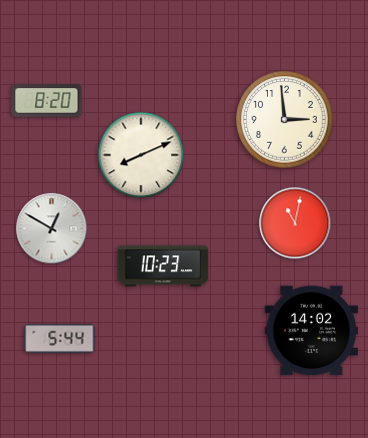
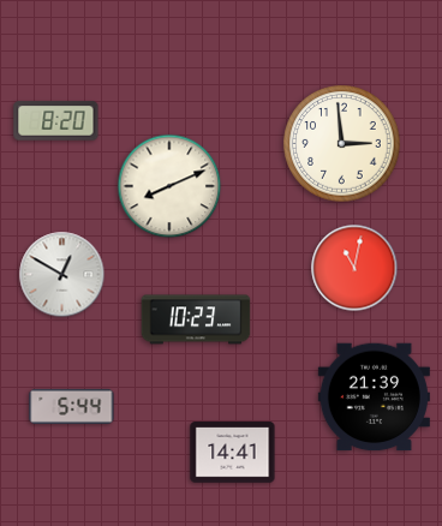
clock at (311, 331): 14:02 -> 21:39
clock at (233, 453): none -> 14:41
